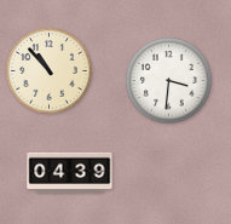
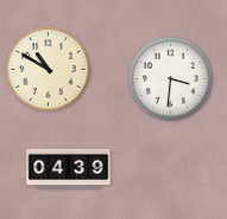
clock at (50, 71): 10:53 -> 10:50
clock at (169, 81) position: (169, 81) -> (171, 79)
